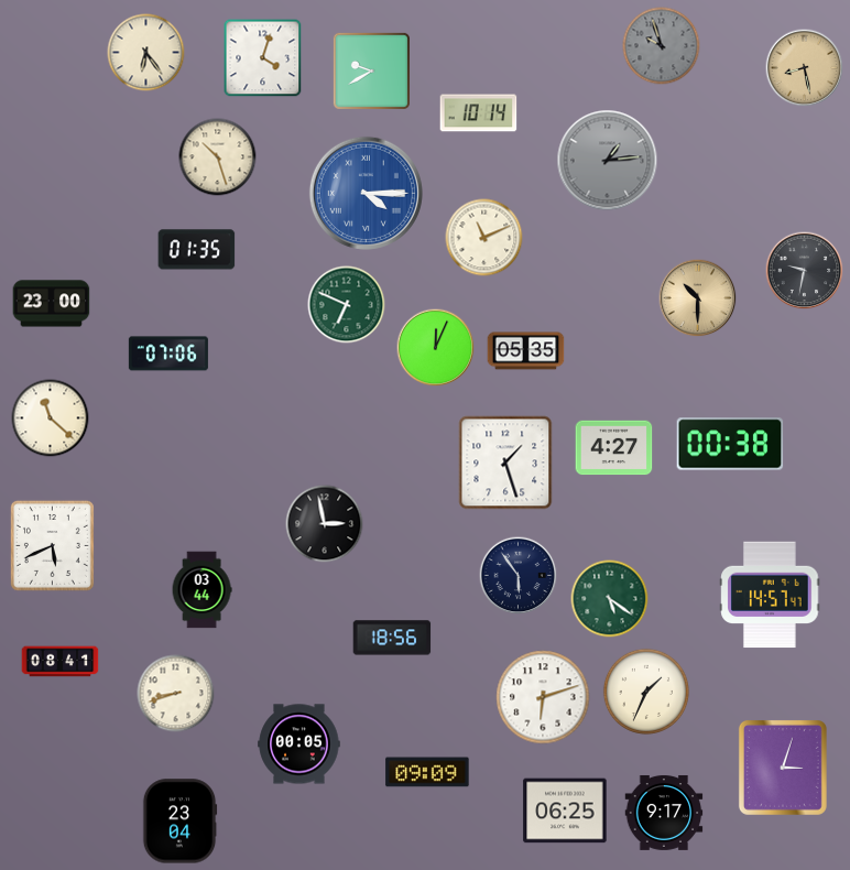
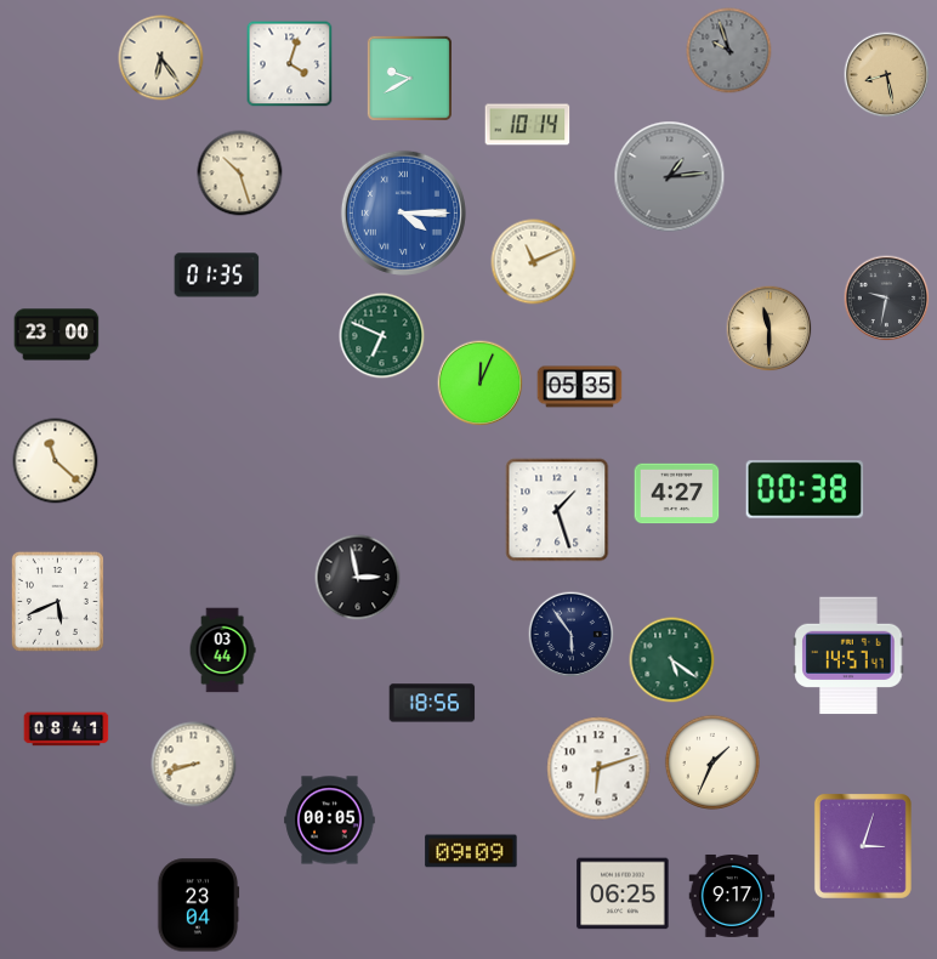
clock at (698, 298): 10:30 -> 11:30
clock at (168, 354): 07:06 -> none
